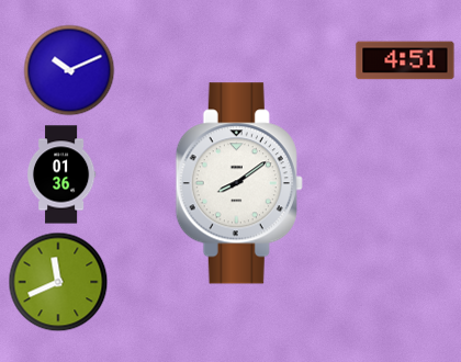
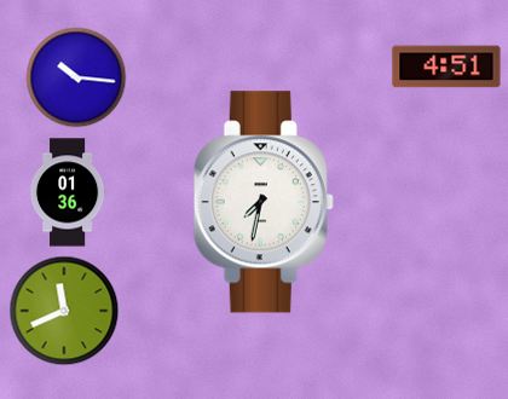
clock at (69, 70): 10:11 -> 10:16
clock at (239, 183): 8:09 -> 7:32
